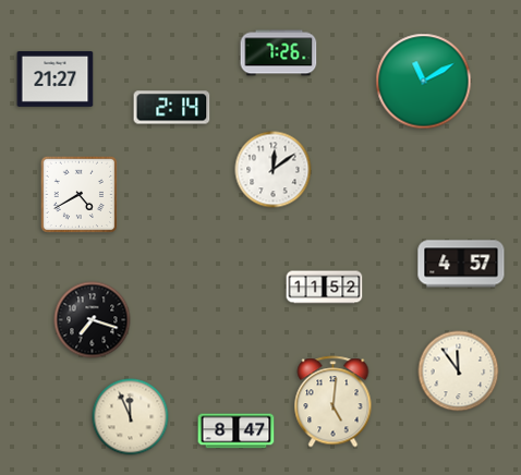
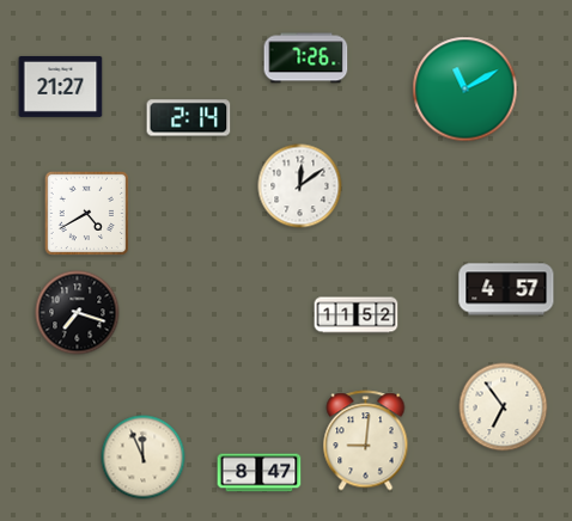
clock at (93, 320) position: (93, 320) -> (78, 313)
clock at (459, 372): 11:54 -> 6:54
clock at (334, 402): 5:01 -> 9:01
